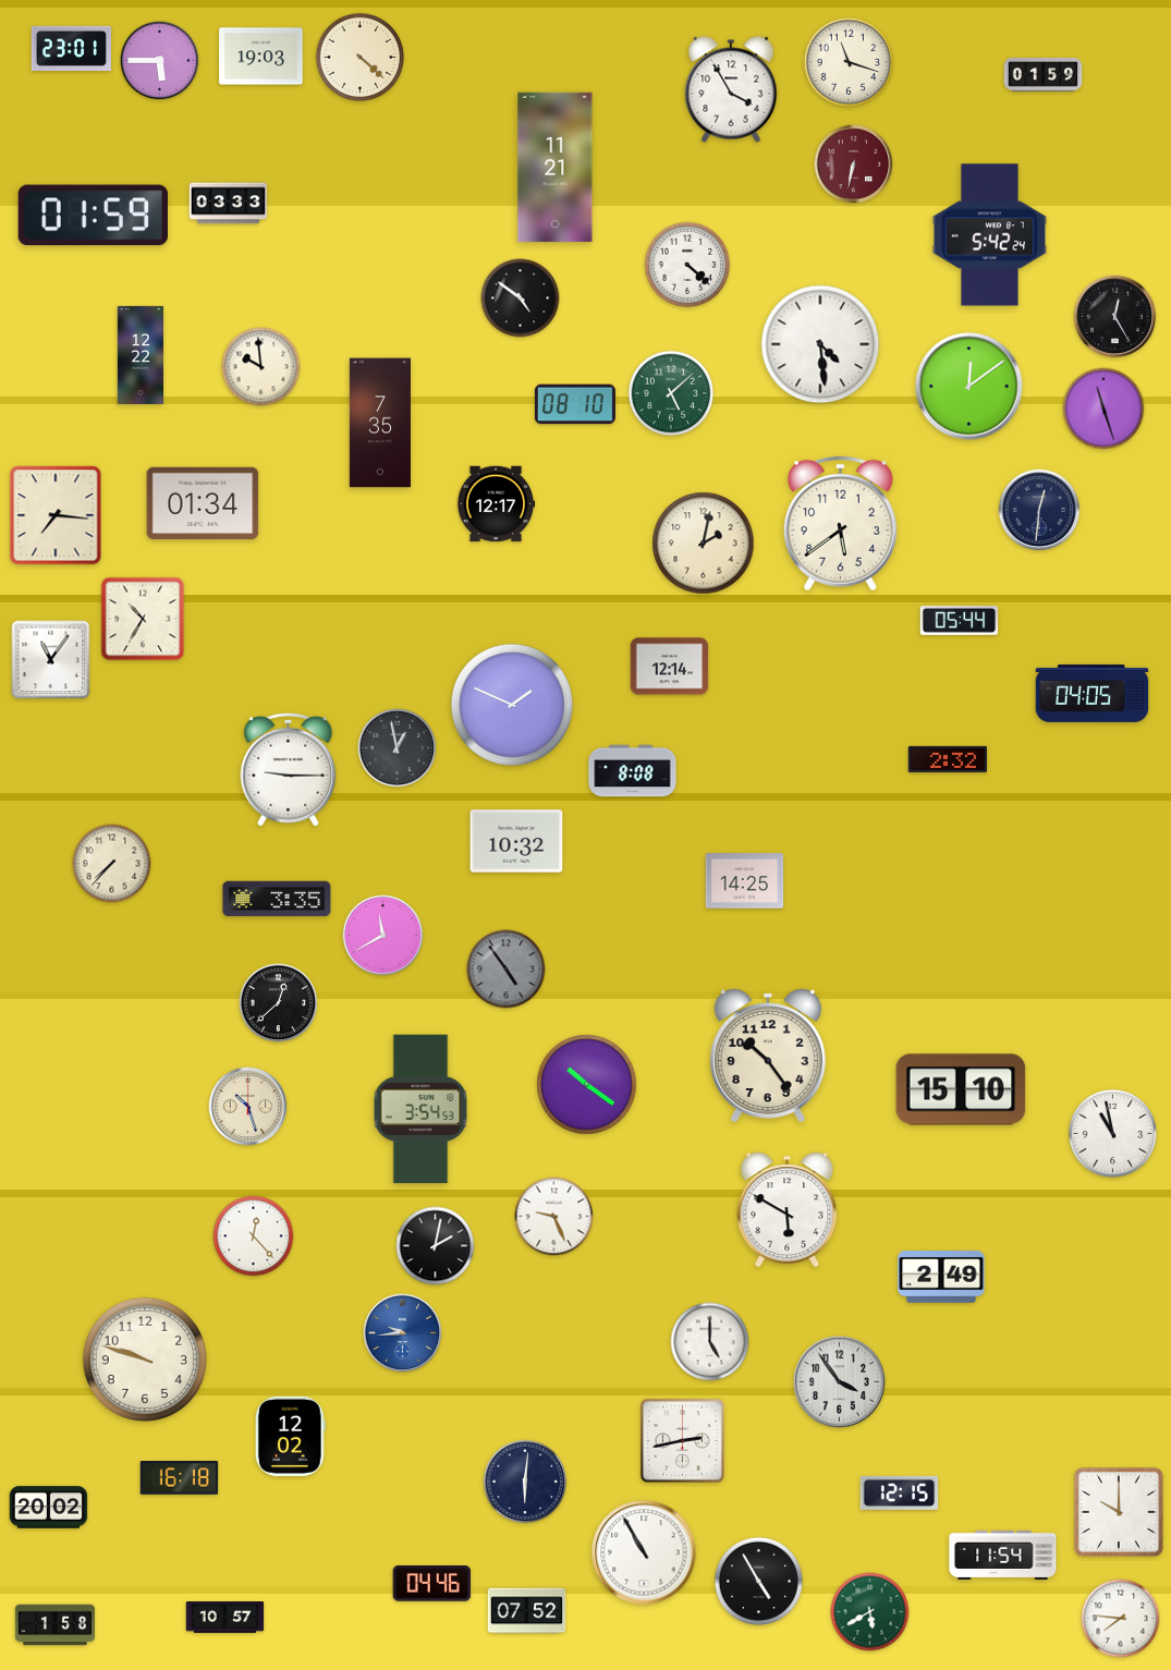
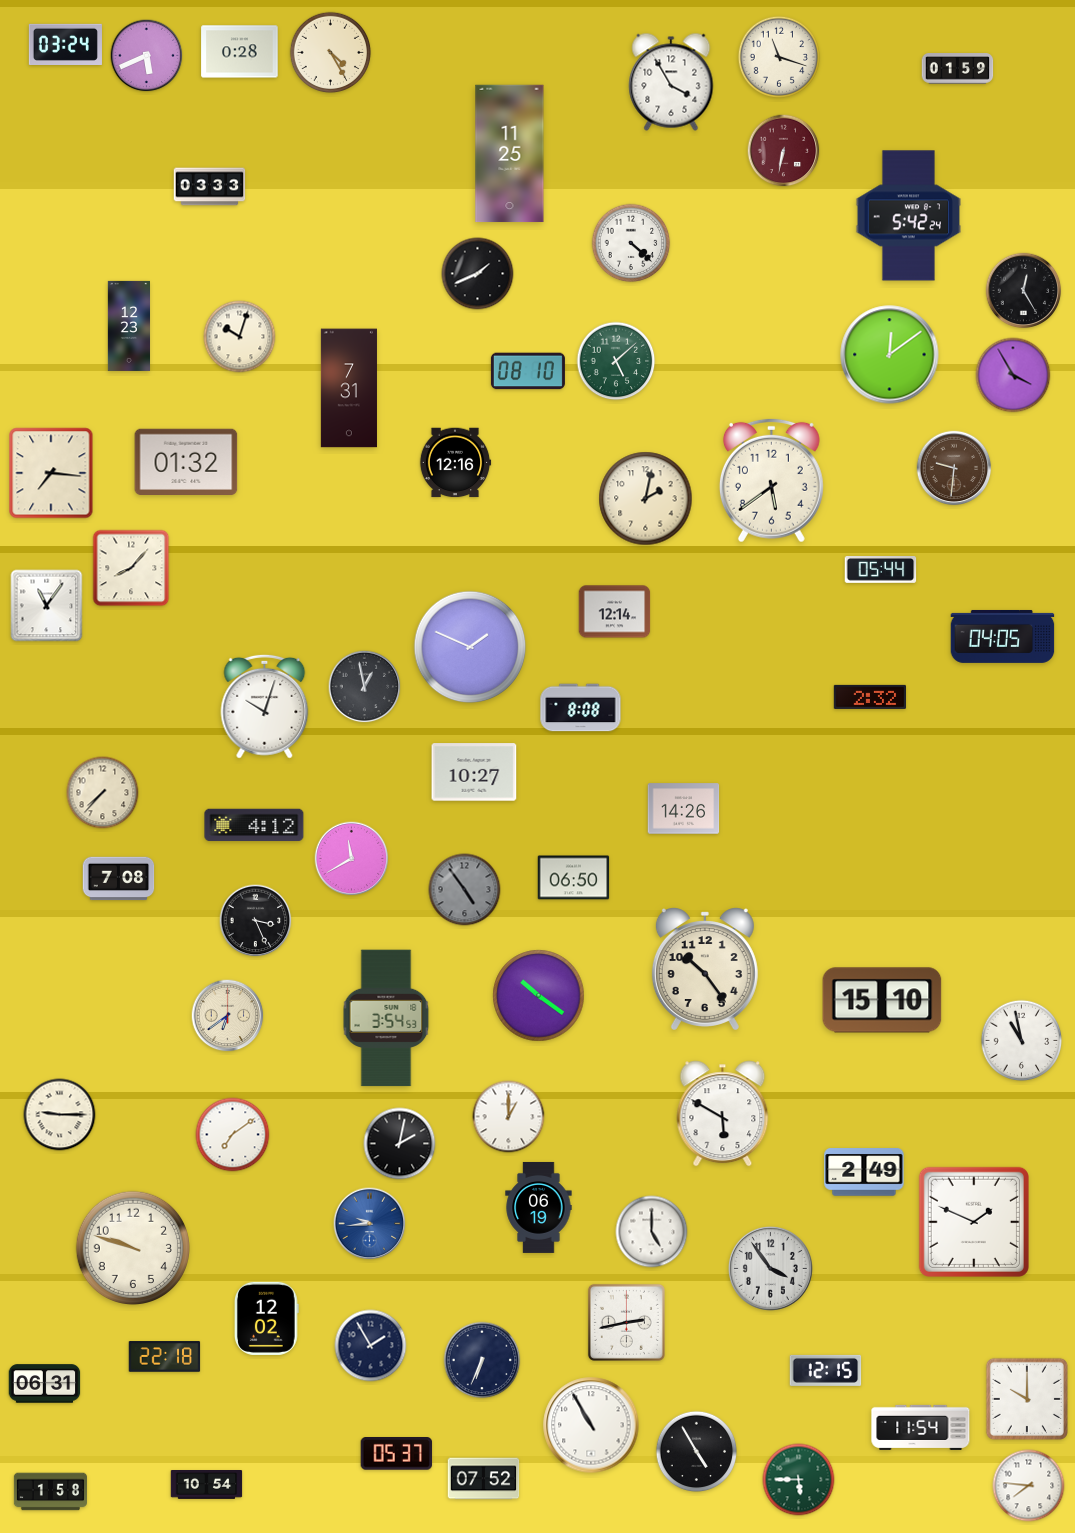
clock at (71, 48): 23:01 -> 03:24
clock at (261, 57): 19:03 -> 0:28
clock at (361, 58): 4:22 -> 4:25
clock at (160, 61): 5:45 -> 5:41
clock at (556, 168): 11:21 -> 11:25
clock at (93, 216): 01:59 -> none
clock at (521, 298): 4:51 -> 1:41
clock at (820, 344): 4:29 -> none
clock at (139, 355): 12:22 -> 12:23
clock at (261, 367): 9:59 -> 10:03
clock at (1103, 409): 11:27 -> 3:55
clock at (380, 423): 7:35 -> 7:31
clock at (203, 502): 01:34 -> 01:32
clock at (496, 504): 12:17 -> 12:16
clock at (1039, 510): 12:31 -> 9:31
clock at (1039, 510) dial: navy -> brown
clock at (143, 619): 10:35 -> 8:07
clock at (289, 769): 9:15 -> 10:03
clock at (516, 841): 10:32 -> 10:27
clock at (745, 881): 14:25 -> 14:26
clock at (277, 899): 3:35 -> 4:12
clock at (574, 878): none -> 06:50
clock at (119, 879): none -> 7:08
clock at (279, 1003): 12:38 -> 3:26
clock at (248, 1107): 10:27 -> 6:39
clock at (788, 1210) position: (788, 1210) -> (723, 1114)
clock at (60, 1115): none -> 9:15
clock at (554, 1217): 9:26 -> 1:00
clock at (254, 1236): 12:23 -> 7:09
clock at (539, 1207): none -> 06:19
clock at (974, 1222): none -> 1:49
clock at (371, 1346): none -> 1:55
clock at (180, 1478): 16:18 -> 22:18
clock at (525, 1482): 6:01 -> 6:34
clock at (49, 1508): 20:02 -> 06:31
clock at (1119, 1512) position: (1119, 1512) -> (1027, 1399)
clock at (432, 1584): 04:46 -> 05:37
clock at (870, 1612): 5:40 -> 5:45
clock at (225, 1618): 10:57 -> 10:54
